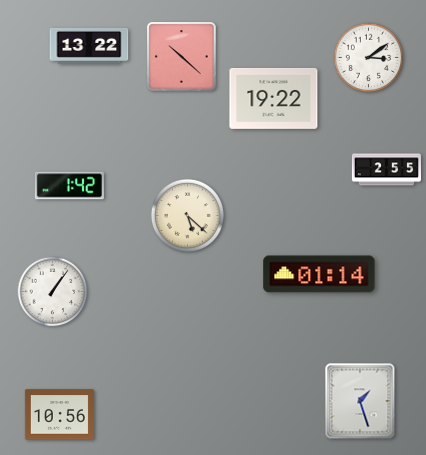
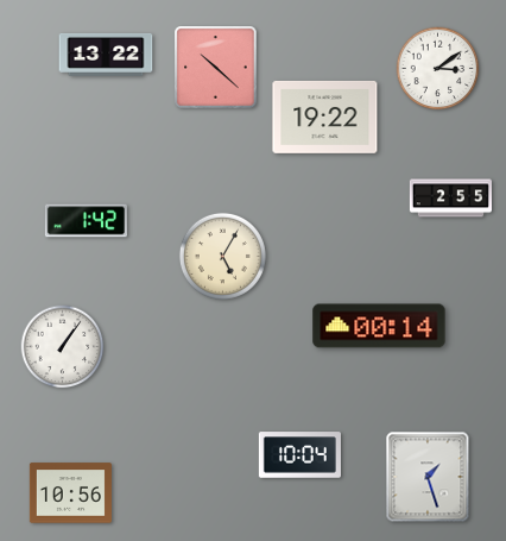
clock at (386, 170) position: (386, 170) -> (450, 199)
clock at (69, 186) position: (69, 186) -> (86, 221)
clock at (187, 215): 5:22 -> 5:05
clock at (319, 274): 01:14 -> 00:14
clock at (299, 455): none -> 10:04
